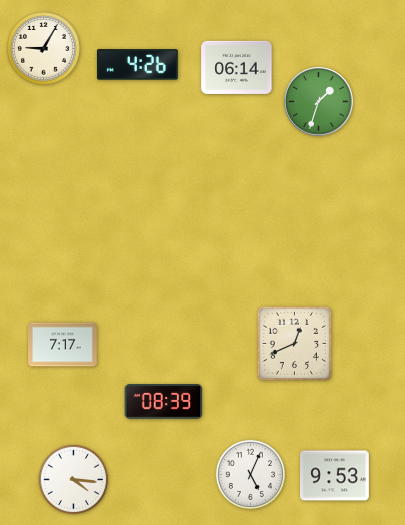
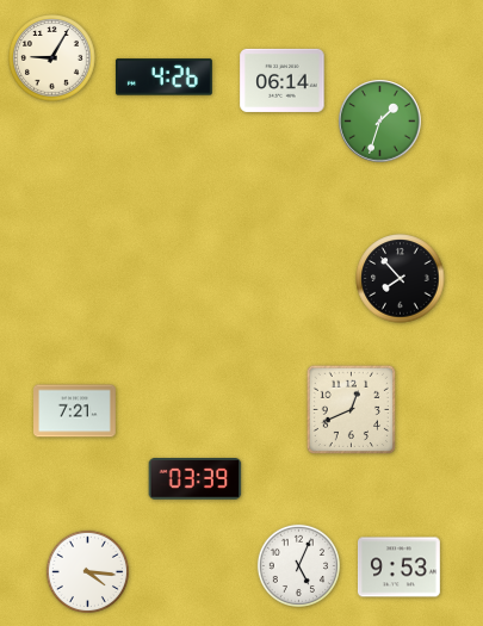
clock at (401, 279): none -> 7:53
clock at (63, 345): 7:17 -> 7:21
clock at (164, 402): 08:39 -> 03:39
